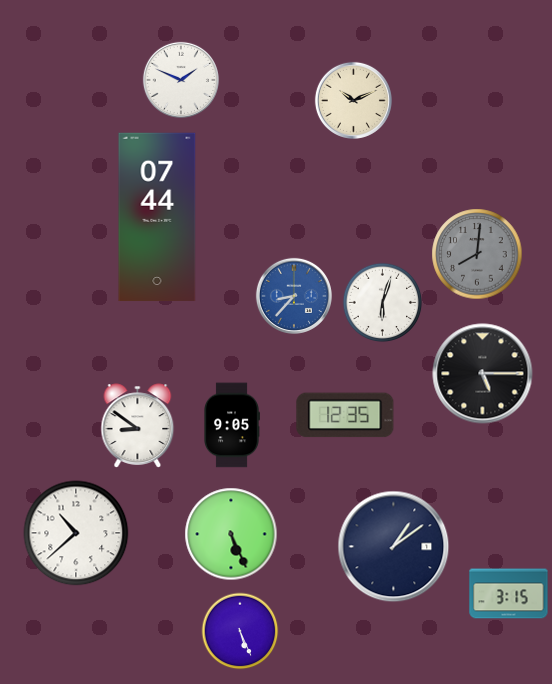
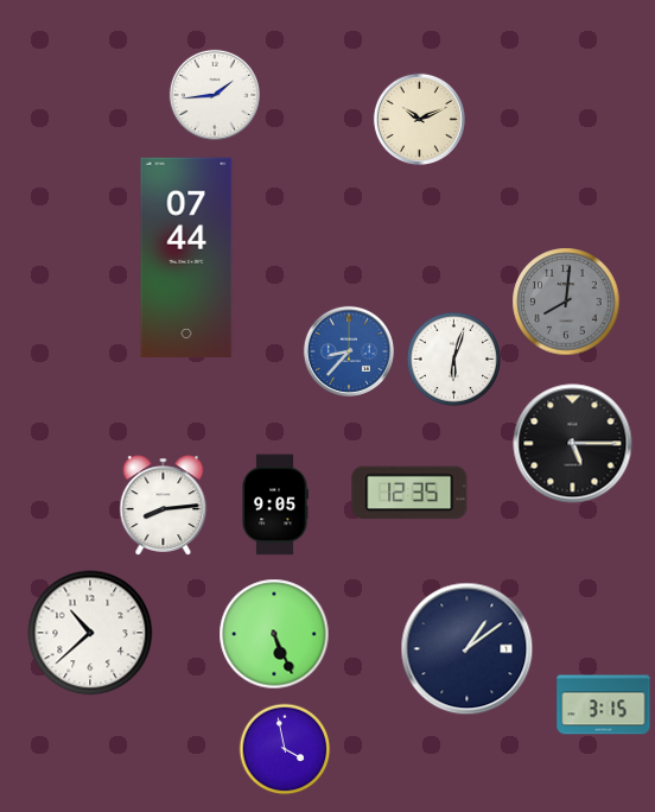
clock at (181, 80): 1:49 -> 1:44
clock at (138, 426): 8:51 -> 8:14
clock at (240, 631): 5:26 -> 3:58
